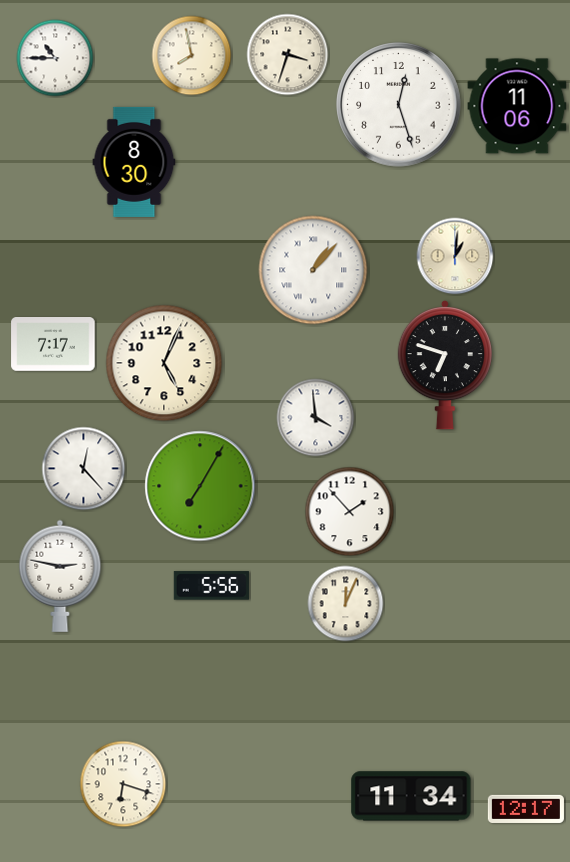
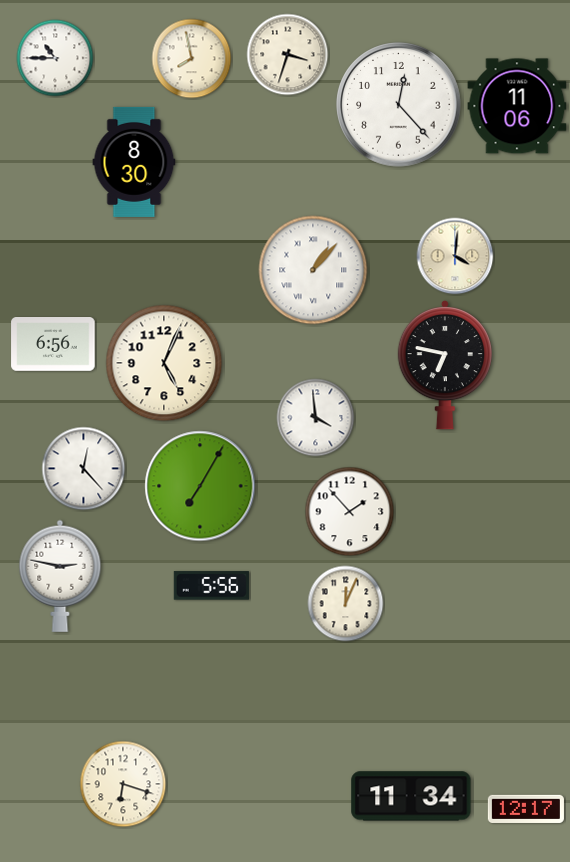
clock at (192, 56) position: (192, 56) -> (192, 59)
clock at (399, 105): 12:27 -> 12:23
clock at (455, 256): 1:01 -> 4:01
clock at (53, 345): 7:17 -> 6:56
clock at (445, 365): 6:48 -> 6:47
